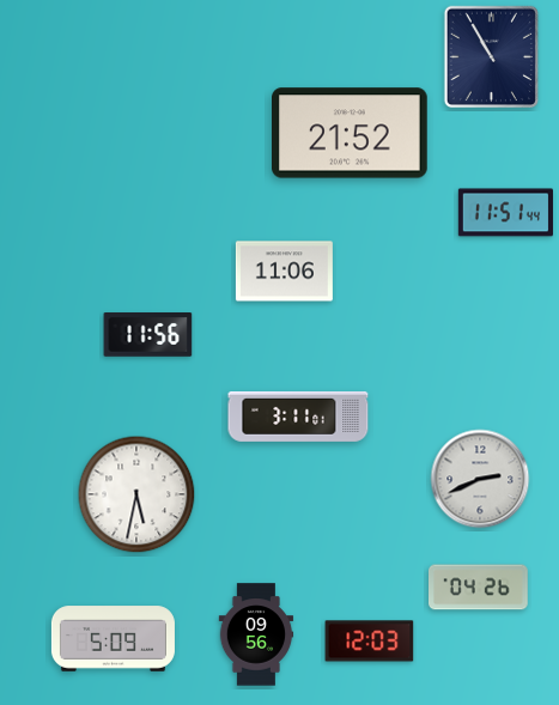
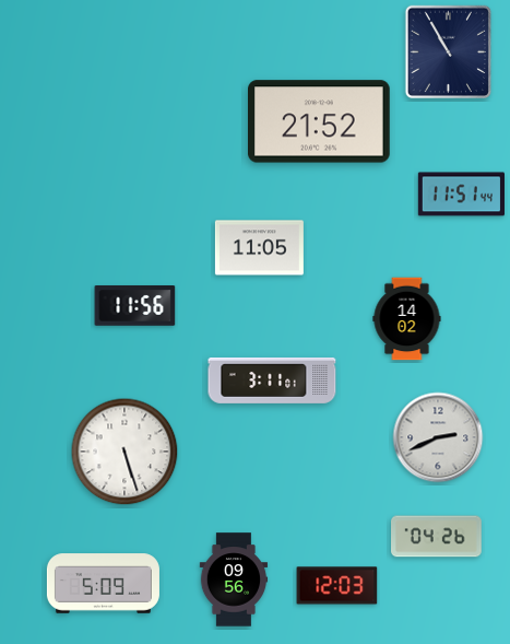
clock at (284, 272): 11:06 -> 11:05
clock at (407, 319): none -> 14:02
clock at (136, 494): 5:32 -> 5:27
